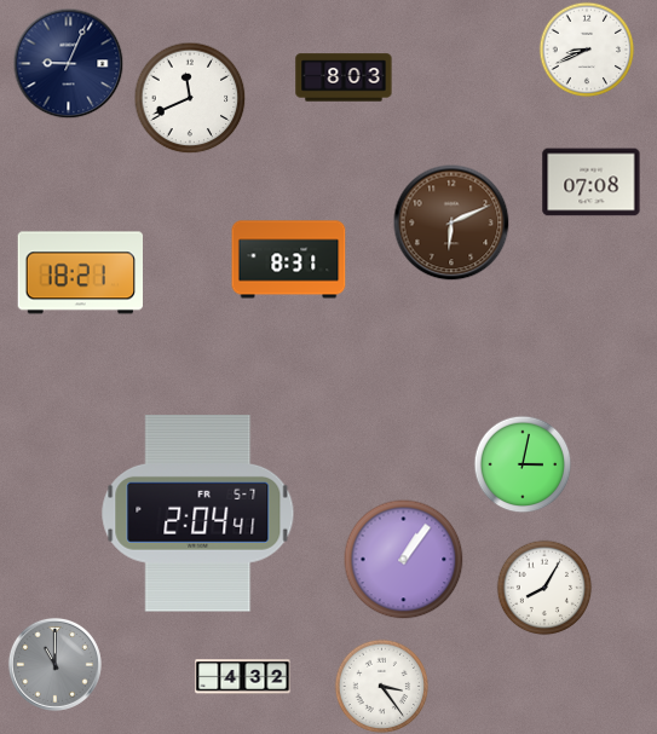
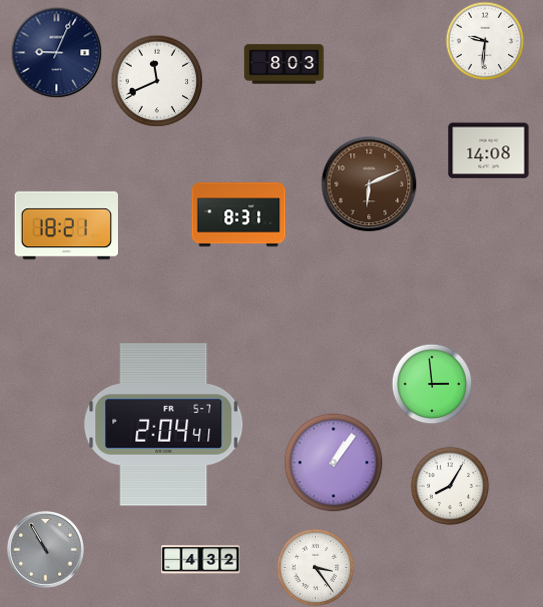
clock at (587, 50): 8:41 -> 9:31
clock at (592, 183): 07:08 -> 14:08
clock at (451, 222) position: (451, 222) -> (369, 184)
clock at (523, 464): 3:02 -> 2:59
clock at (54, 664): 11:00 -> 10:55
